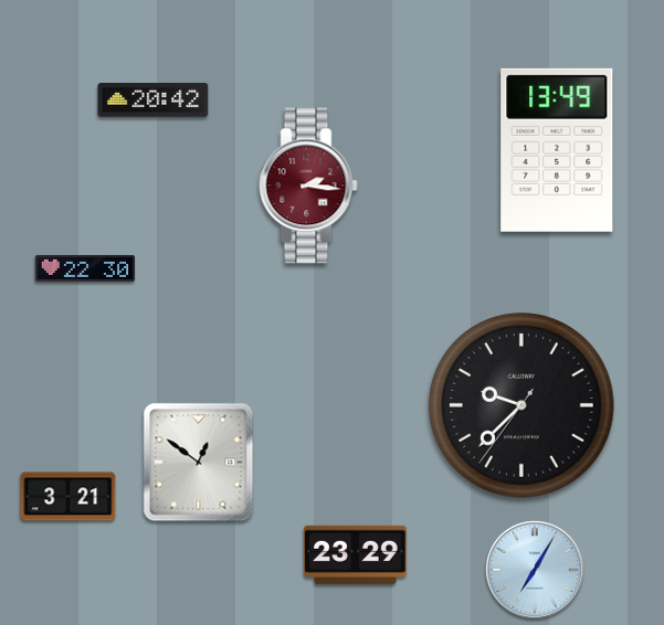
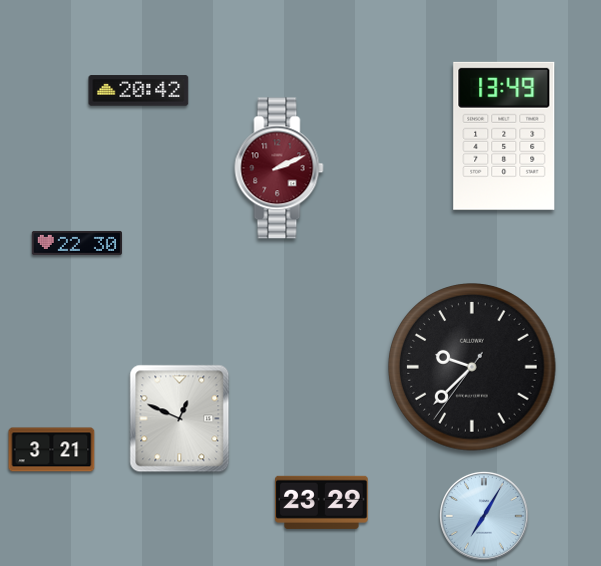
clock at (308, 186): 2:16 -> 2:11
clock at (199, 463): 12:51 -> 12:49
clock at (68, 497) position: (68, 497) -> (52, 450)
